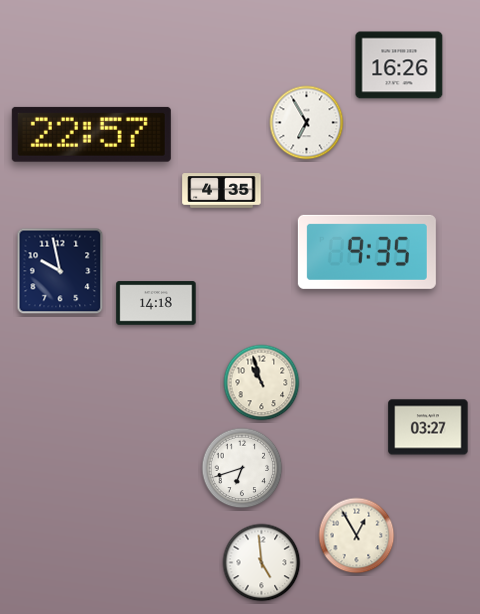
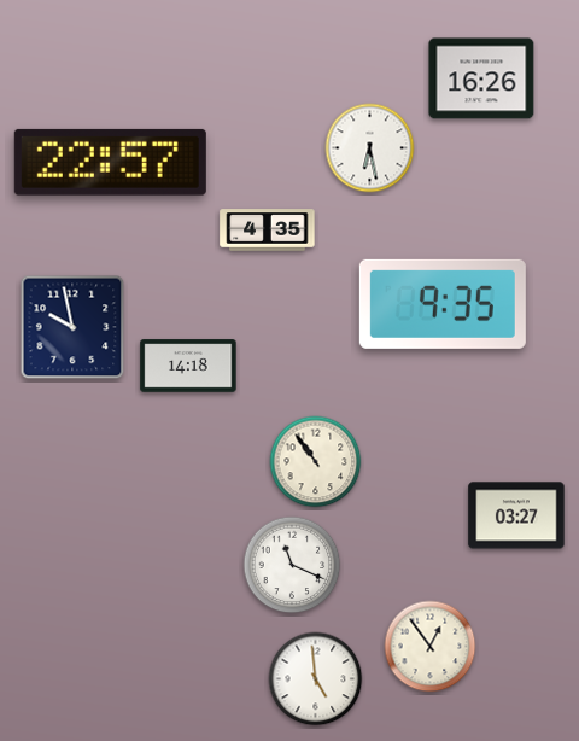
clock at (307, 123): 6:55 -> 6:28
clock at (262, 383): 10:57 -> 10:54
clock at (242, 468): 6:42 -> 11:19
clock at (357, 536): 12:55 -> 12:54
